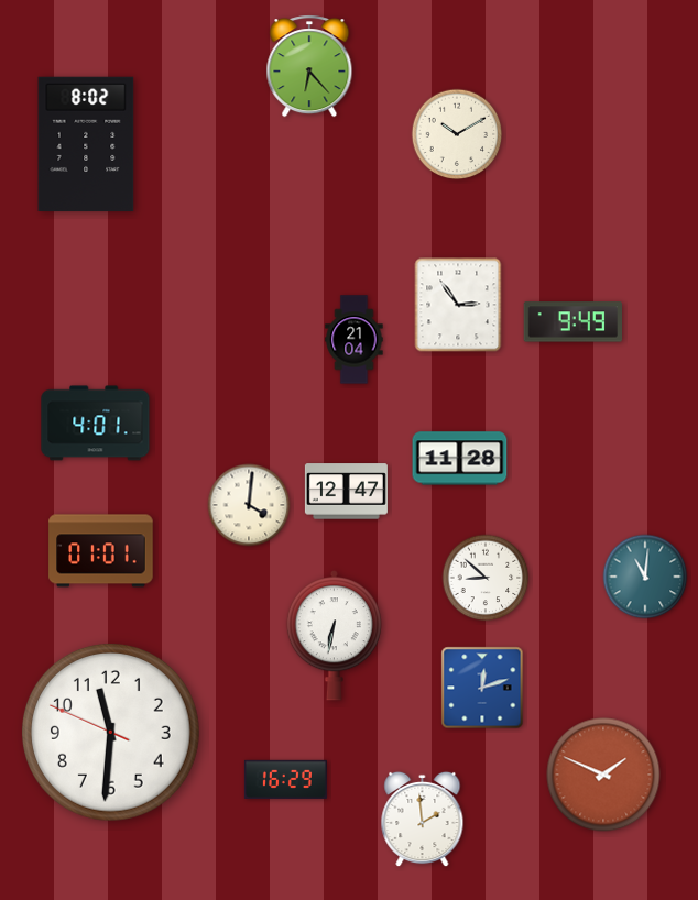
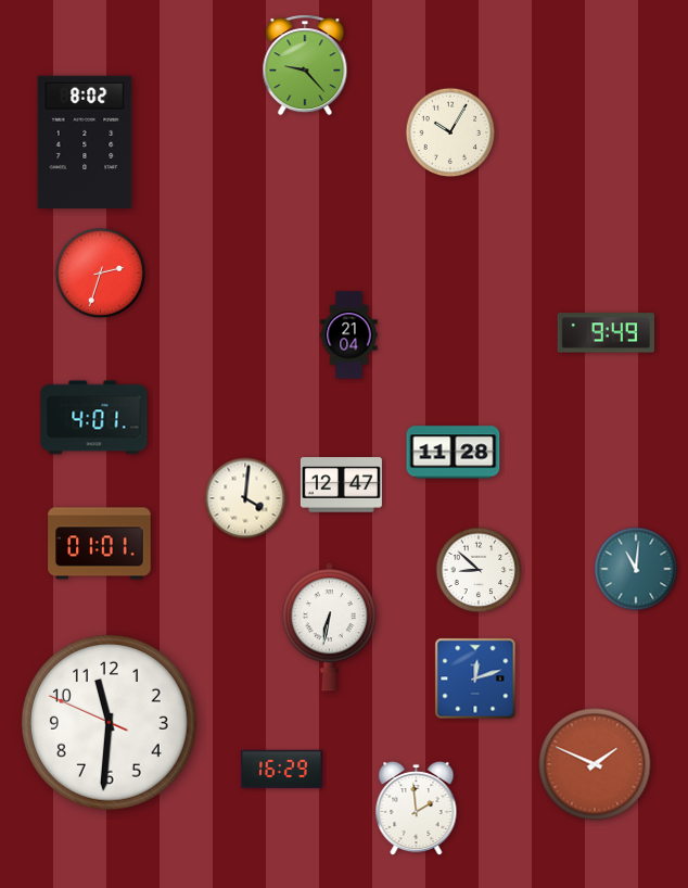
clock at (309, 66): 6:23 -> 9:23
clock at (457, 134): 10:10 -> 10:05
clock at (101, 274): none -> 2:33
clock at (458, 305): 2:54 -> none
clock at (572, 322) position: (572, 322) -> (606, 333)
